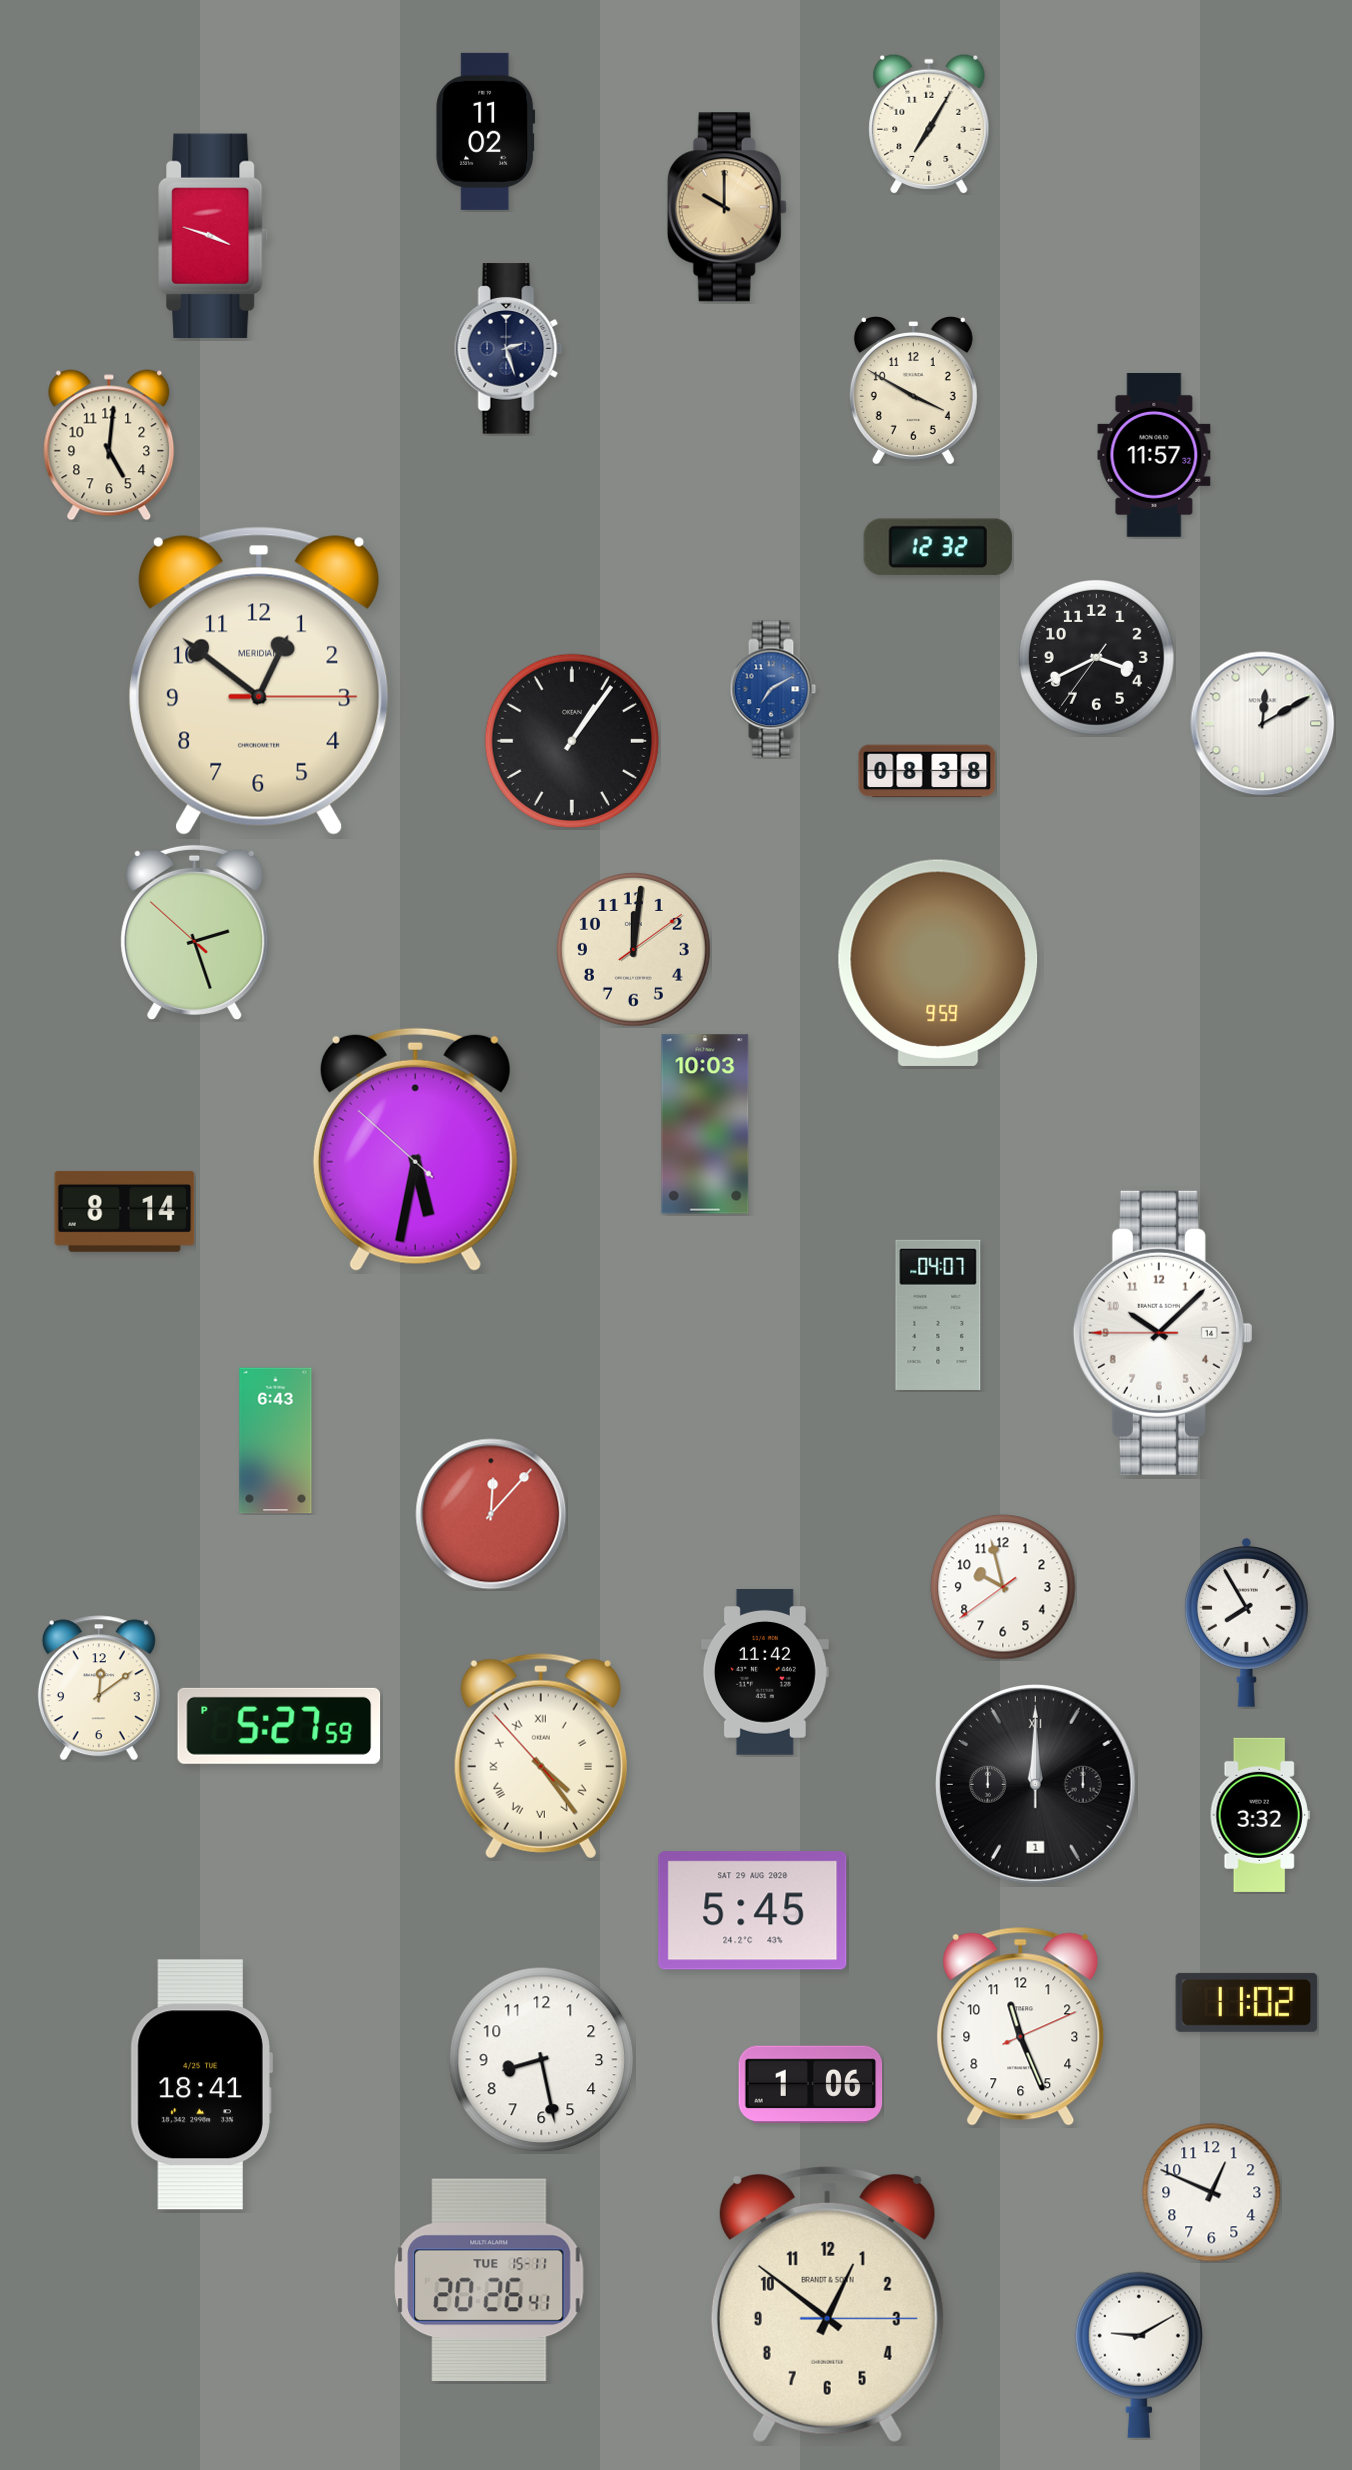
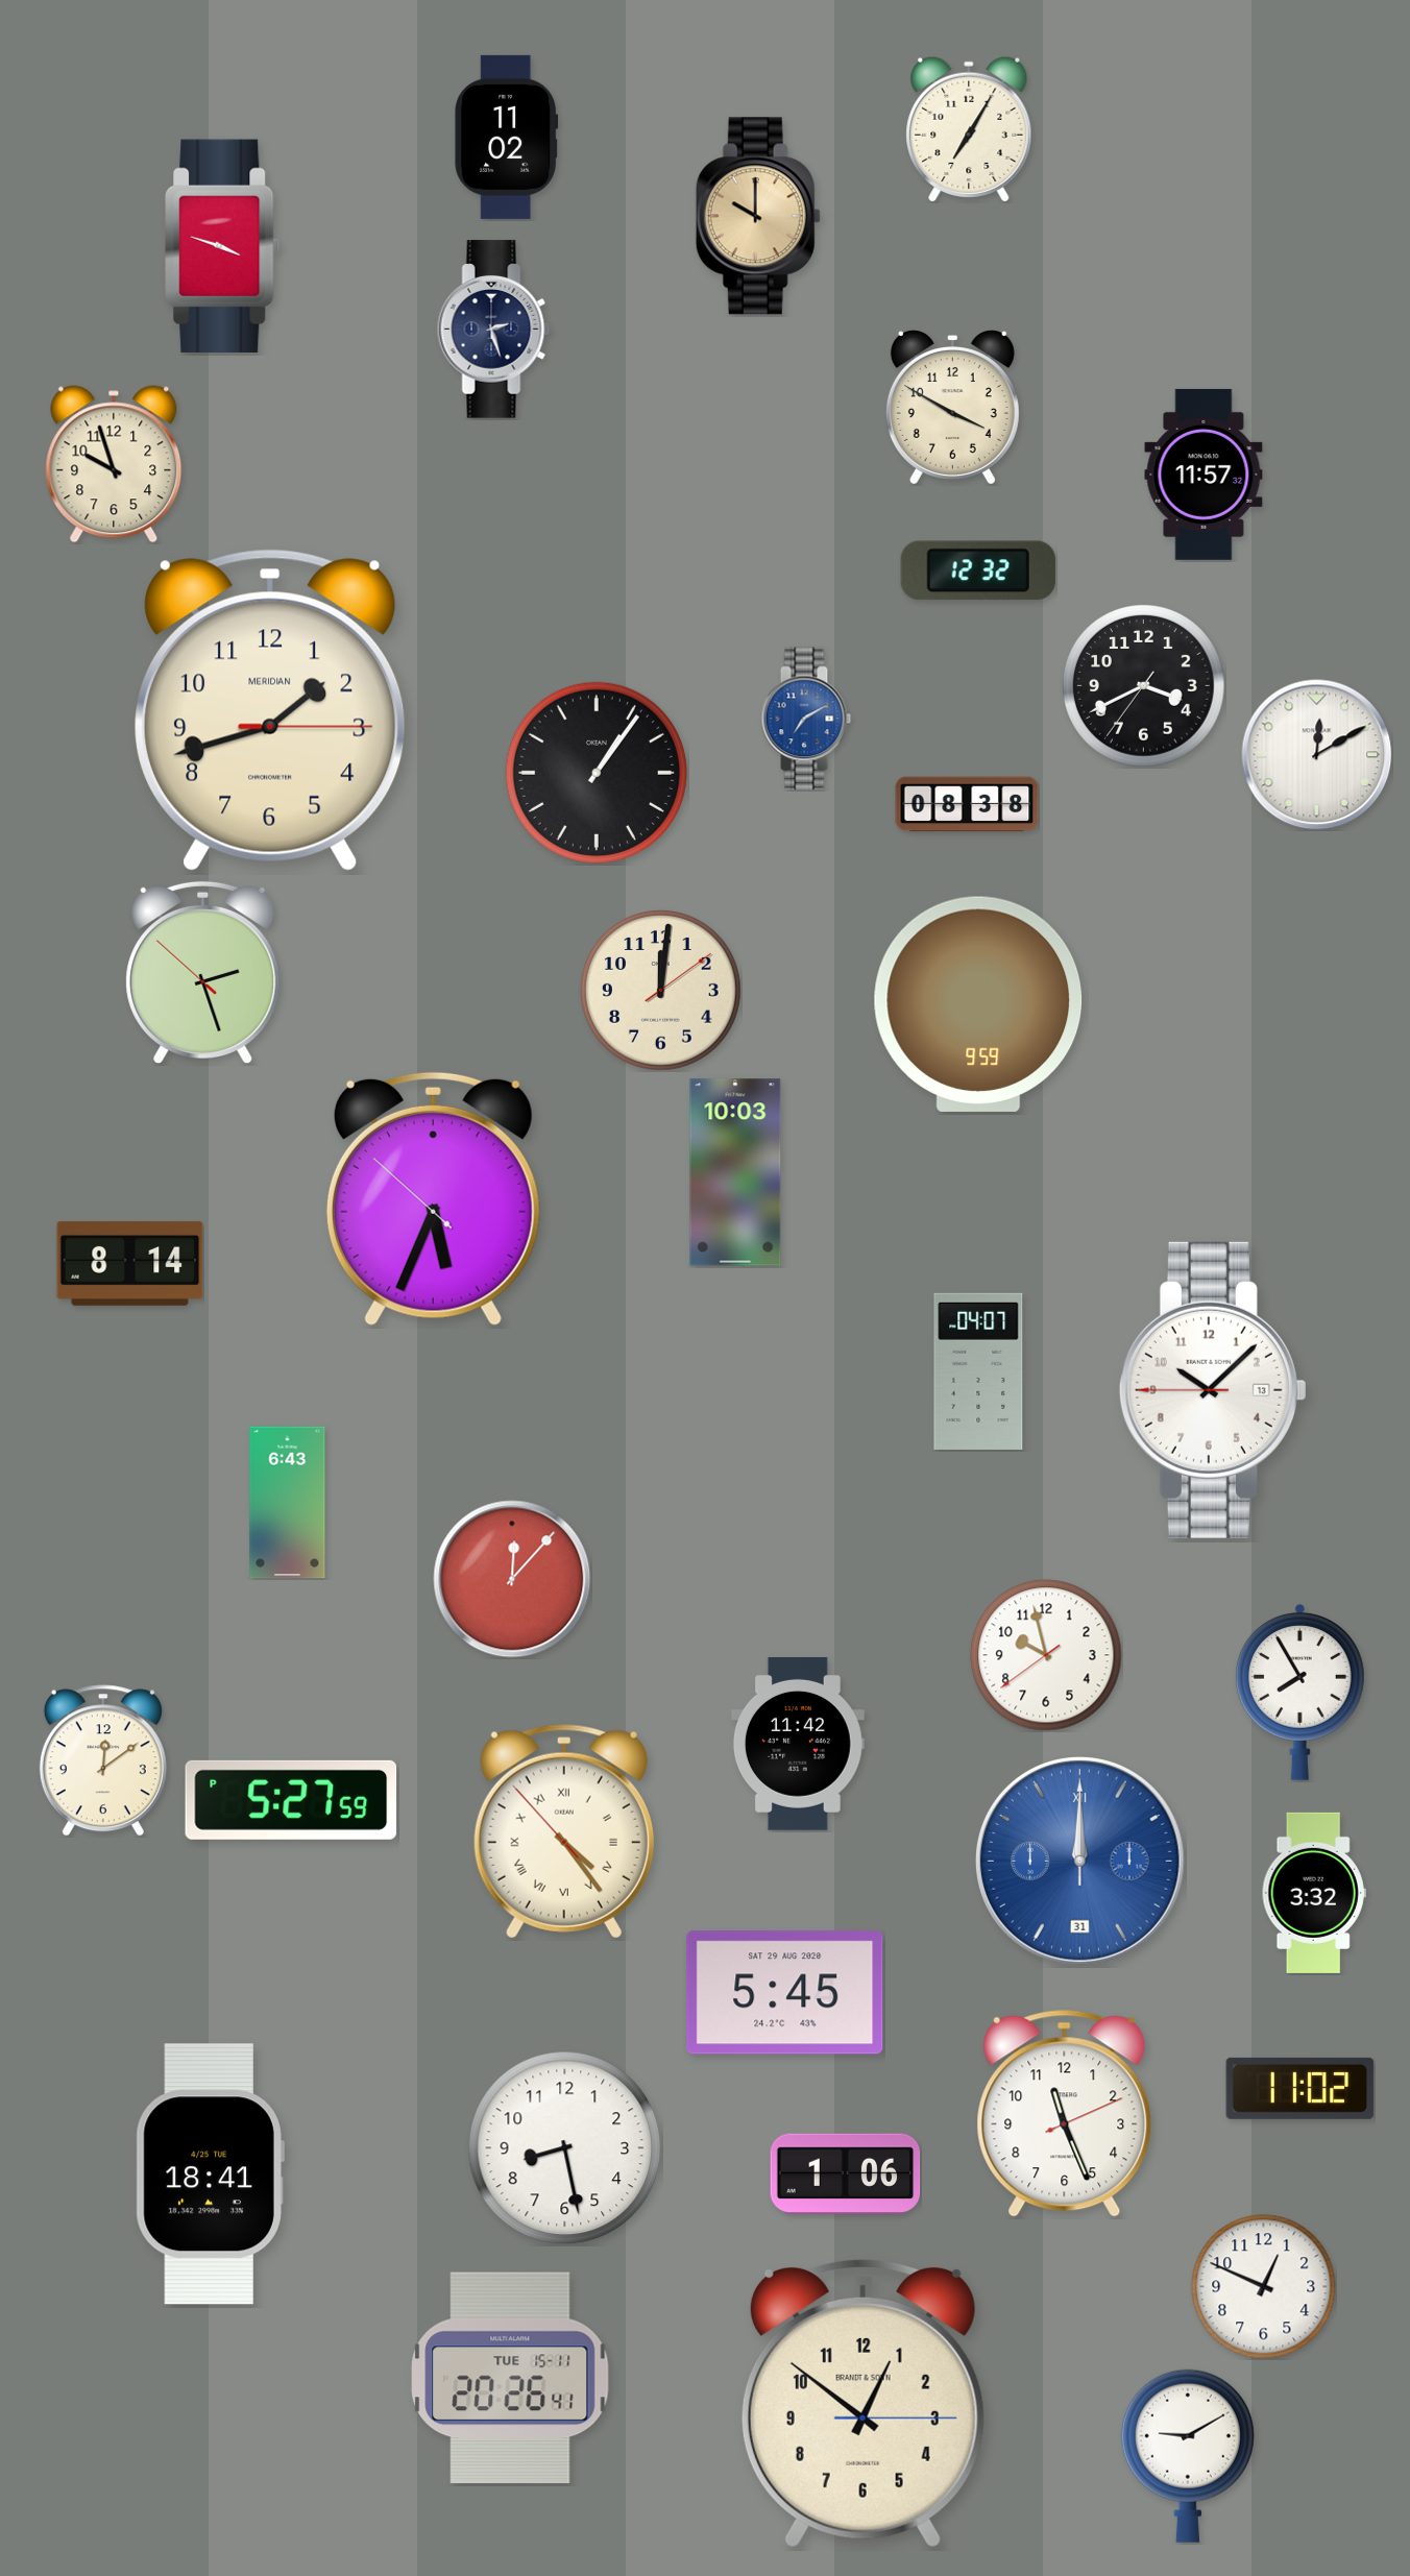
clock at (509, 349) position: (509, 349) -> (494, 330)
clock at (109, 445): 5:01 -> 9:57
clock at (259, 681): 12:51 -> 1:42
clock at (415, 1149): 5:31 -> 5:33
clock at (1163, 1333) date: 14 -> 13
clock at (1036, 1785) date: 1 -> 31
clock at (1036, 1785) dial: black -> blue
